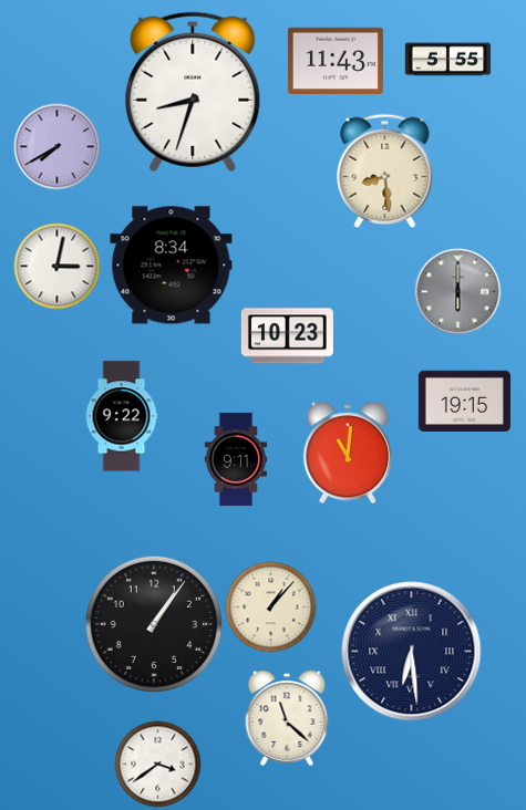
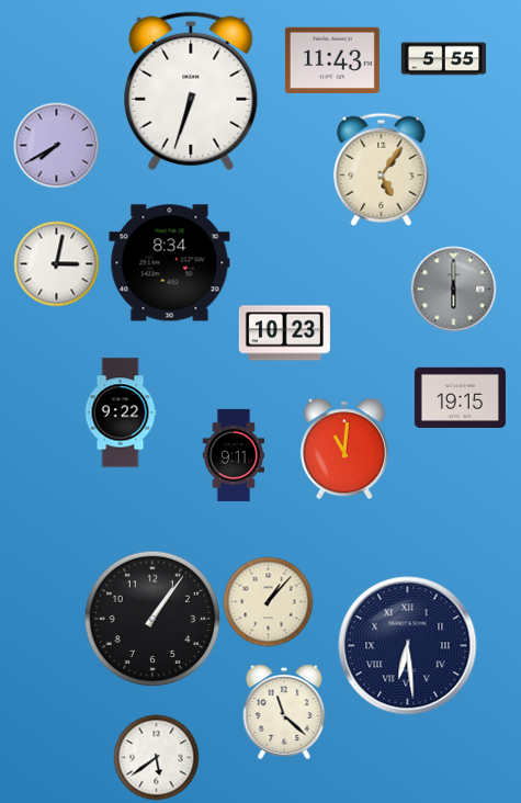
clock at (193, 92): 8:33 -> 6:33
clock at (385, 170): 8:29 -> 5:06
clock at (157, 764): 3:39 -> 5:39
